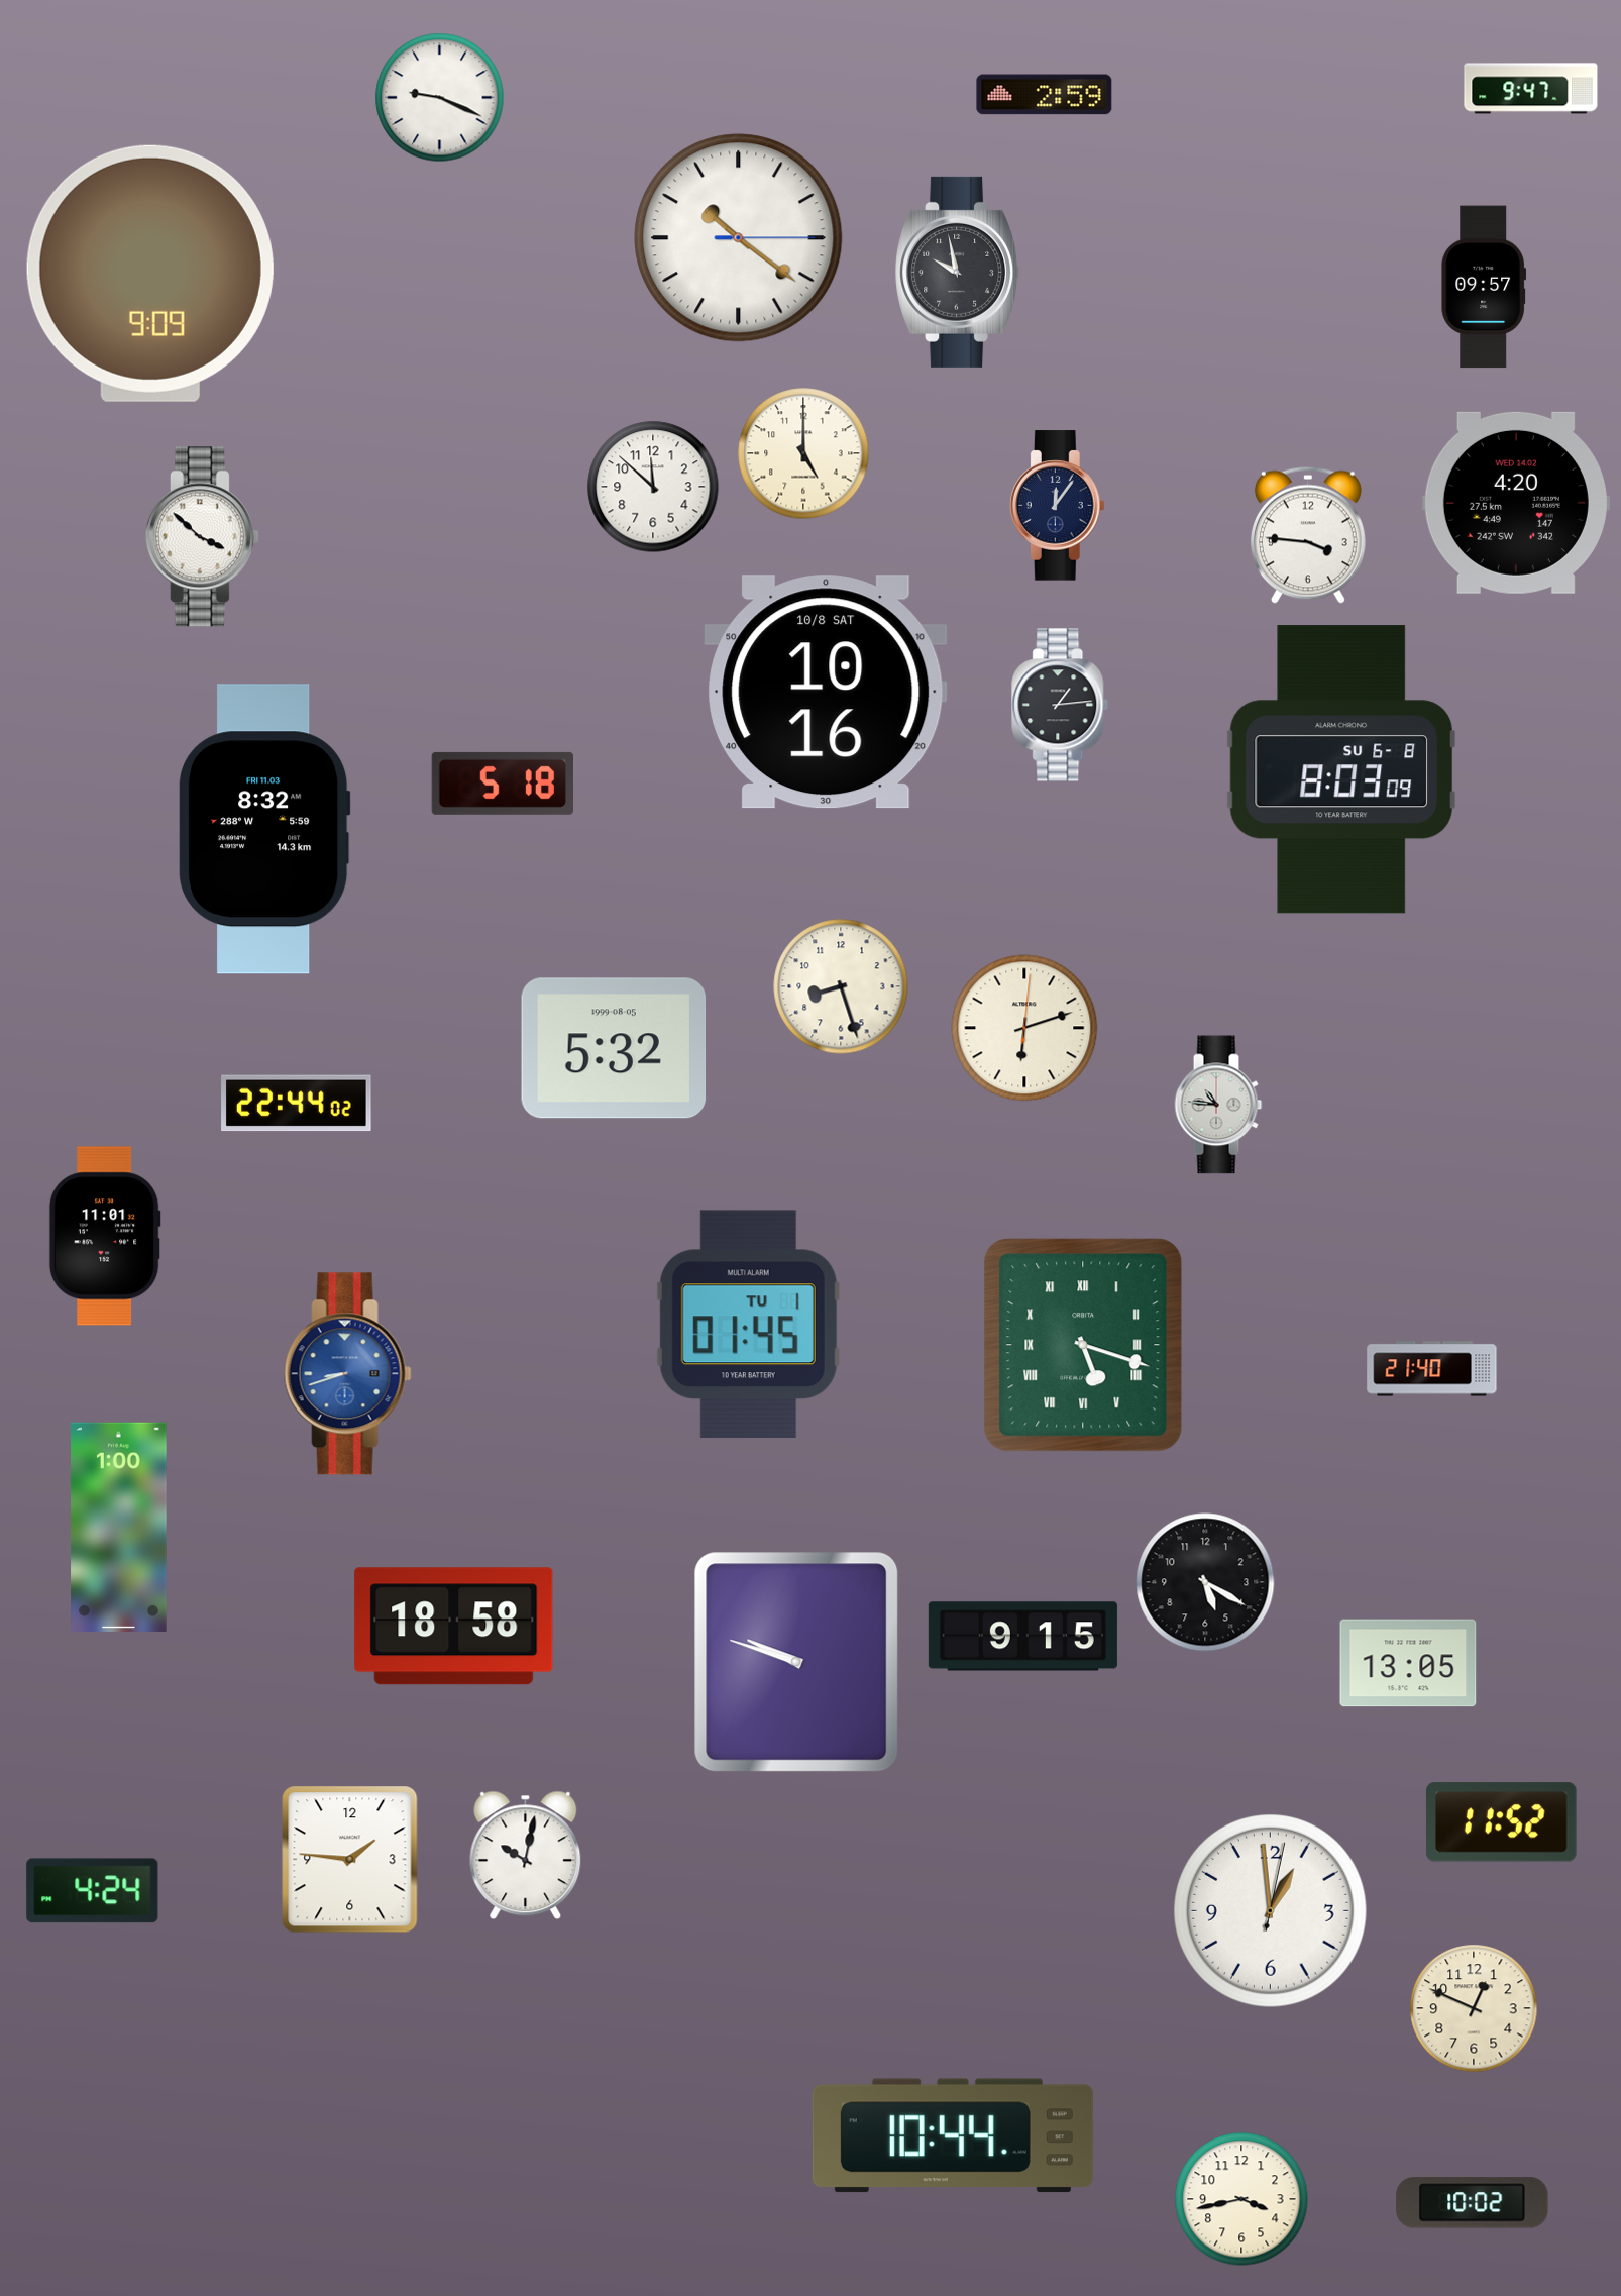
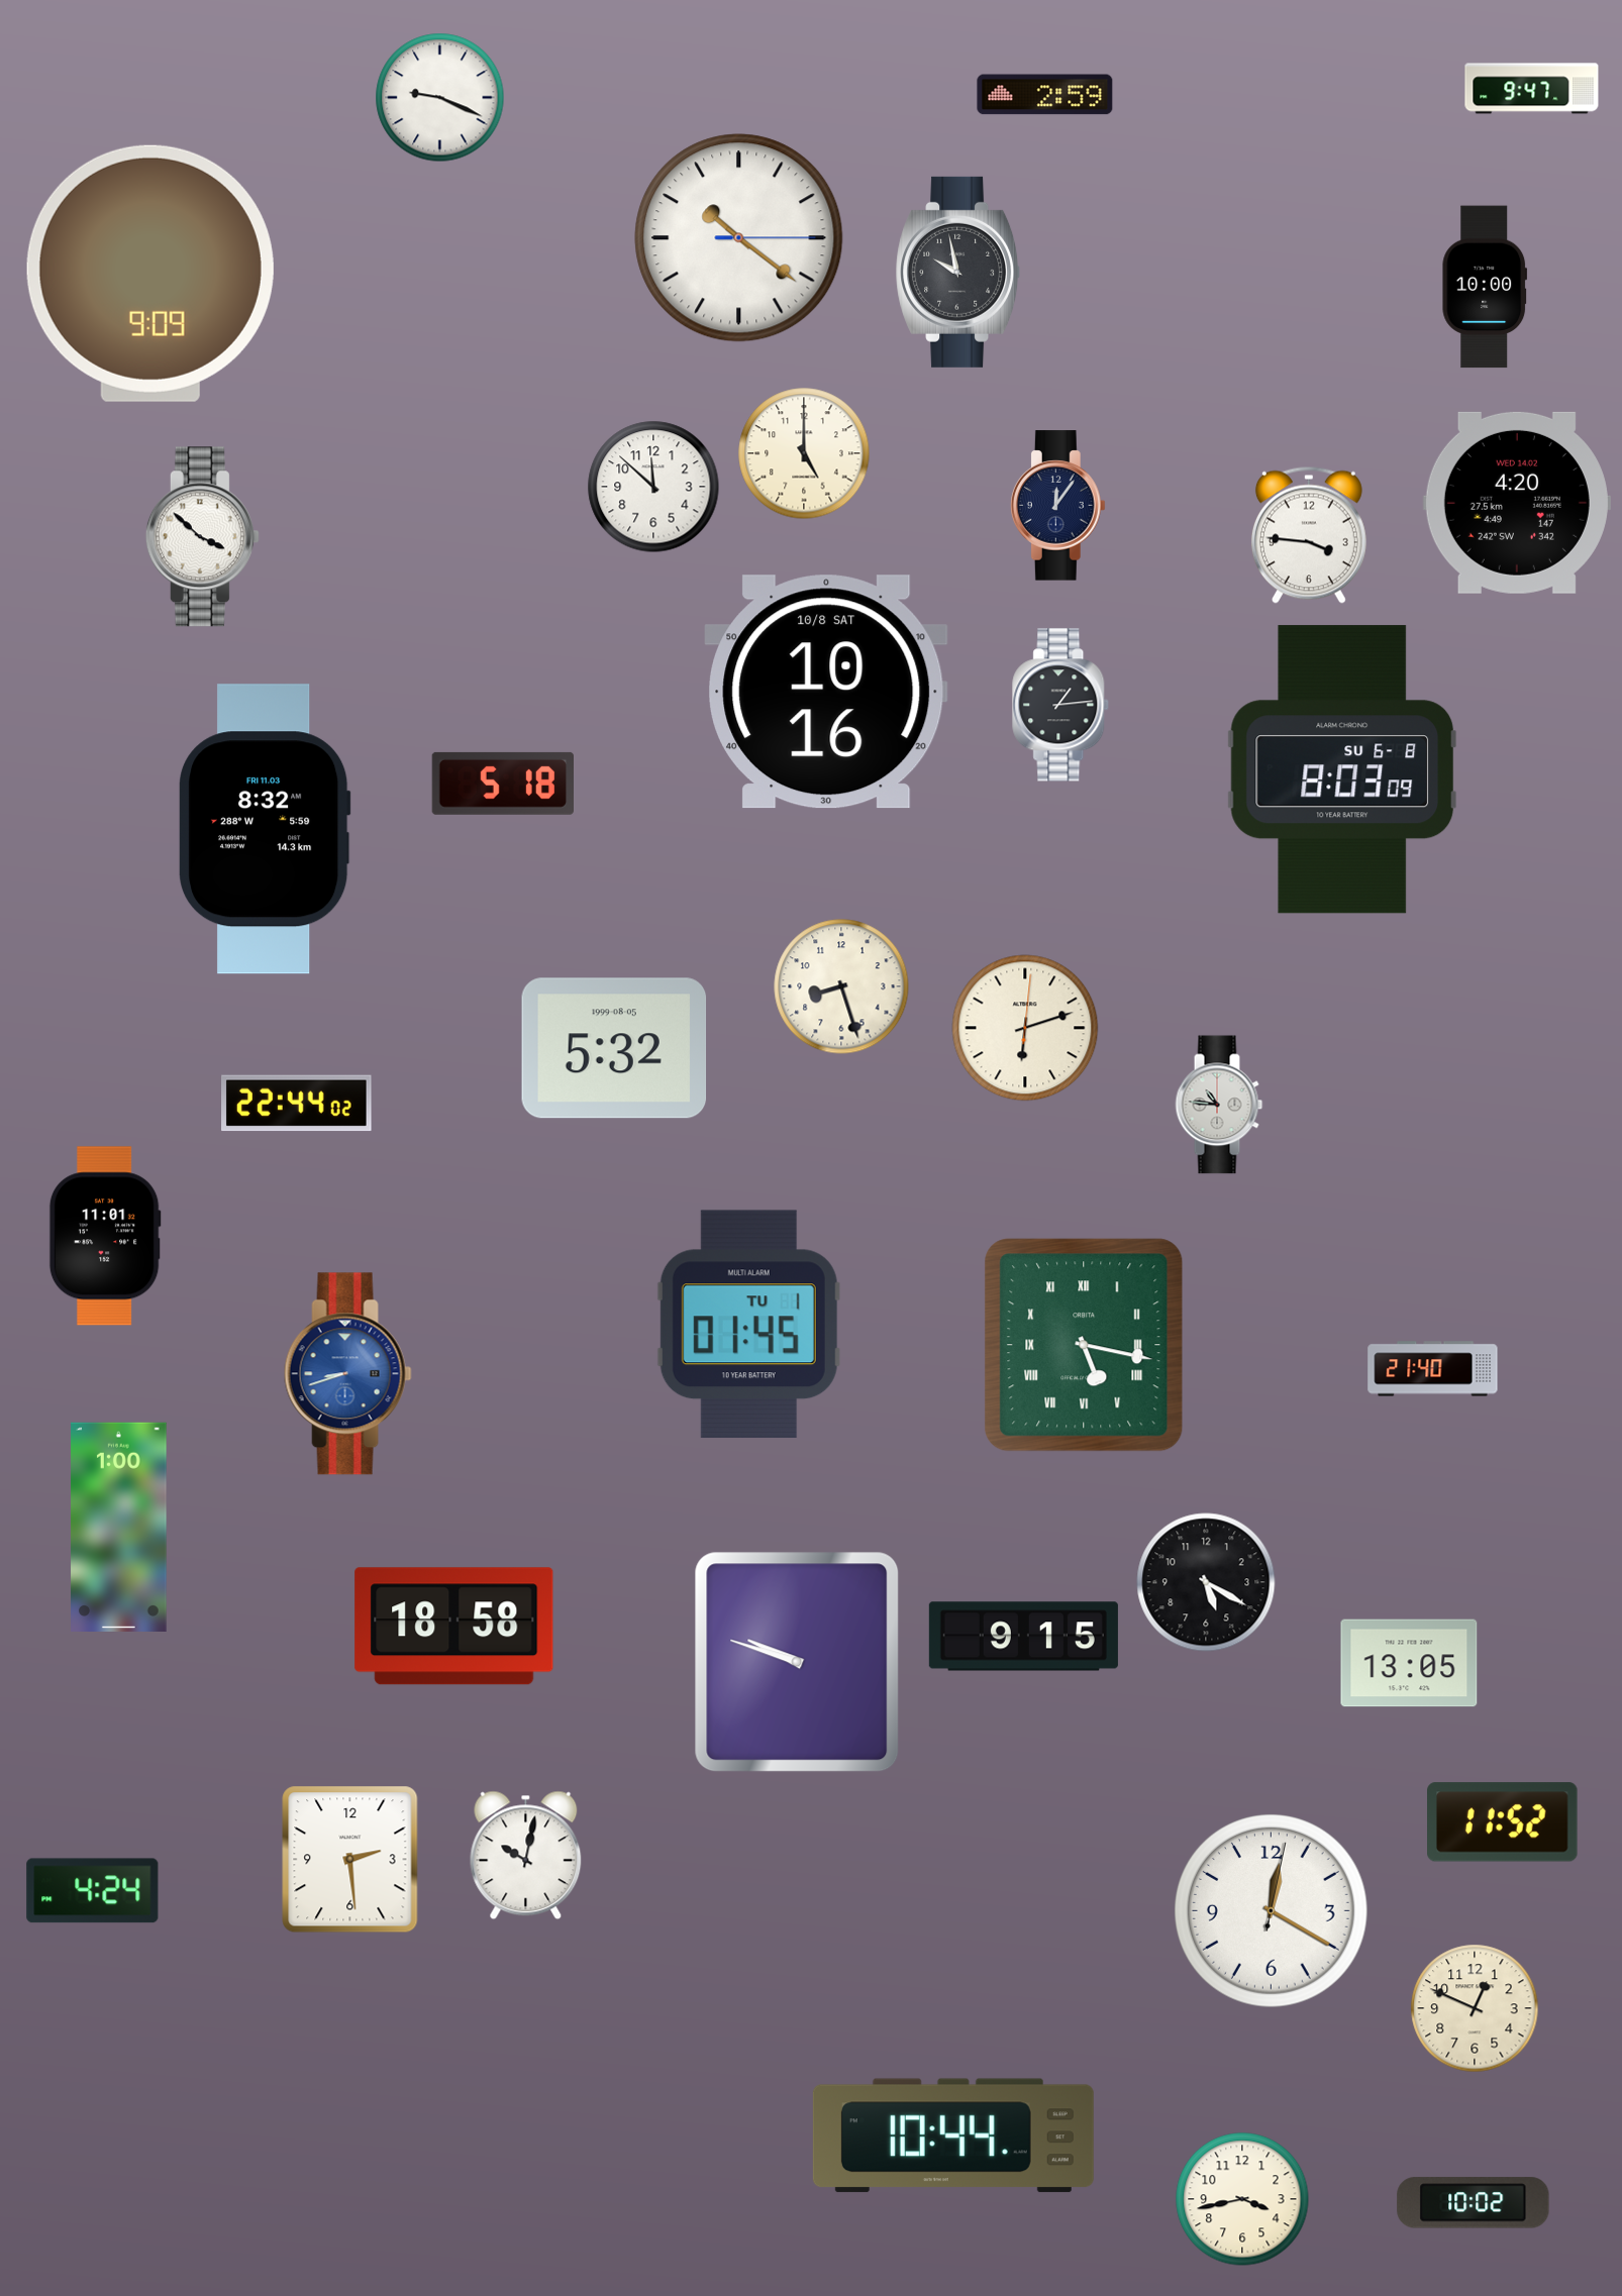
clock at (1484, 287): 09:57 -> 10:00
clock at (1083, 1345): 5:18 -> 5:17
clock at (350, 1860): 1:46 -> 2:29
clock at (1270, 1910): 12:59 -> 12:20
